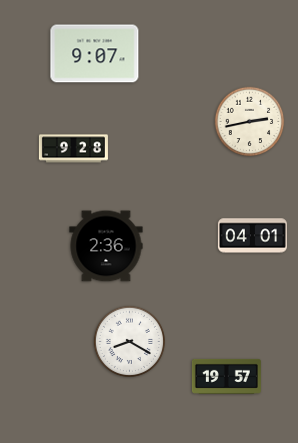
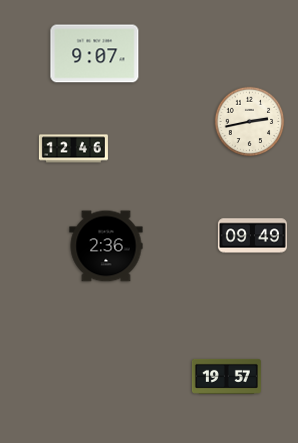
clock at (73, 149): 9:28 -> 12:46
clock at (252, 236): 04:01 -> 09:49
clock at (129, 341): 8:20 -> none
